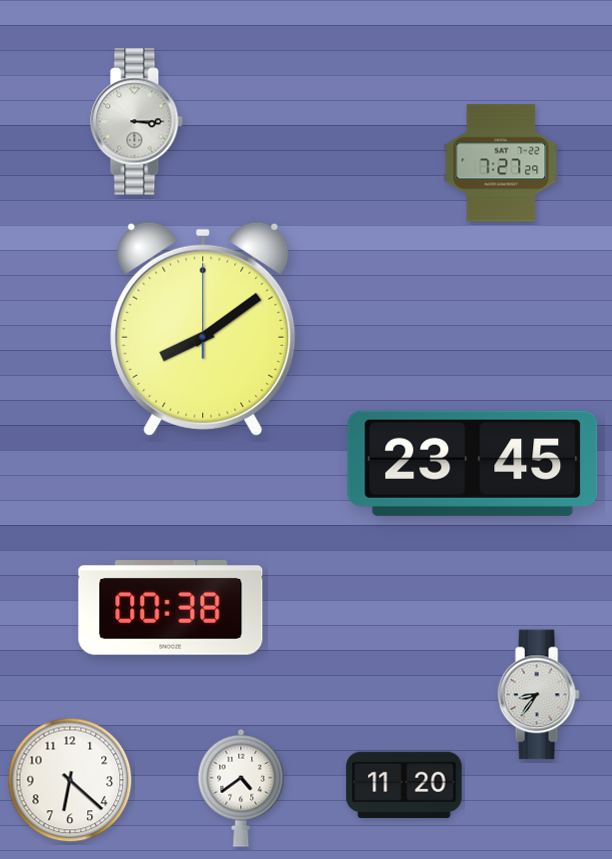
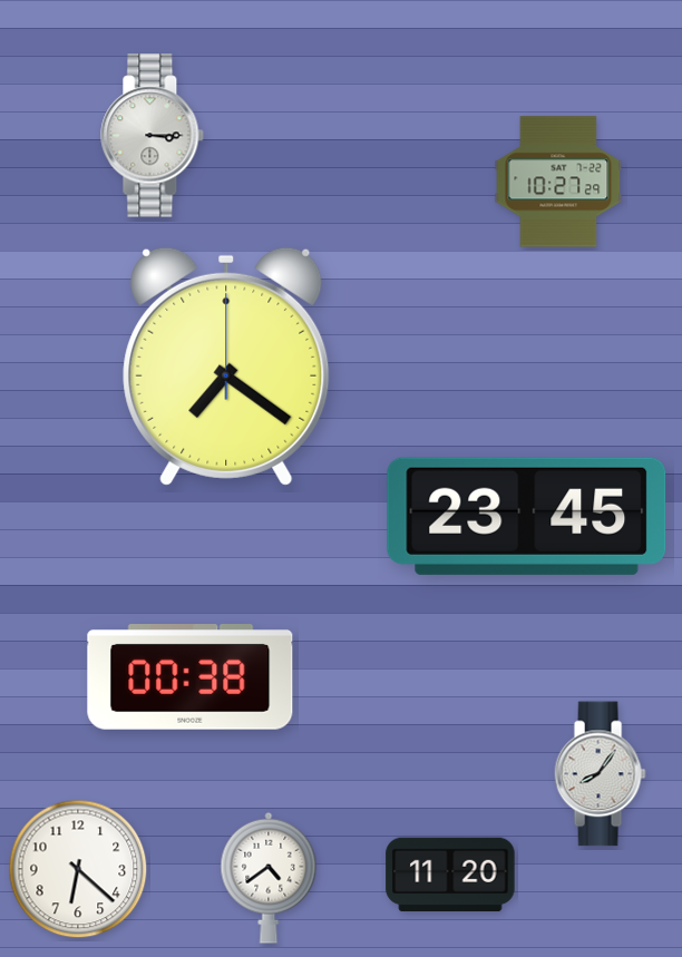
clock at (501, 163): 7:27 -> 10:27
clock at (203, 329): 8:09 -> 7:21
clock at (538, 695): 8:36 -> 8:06
